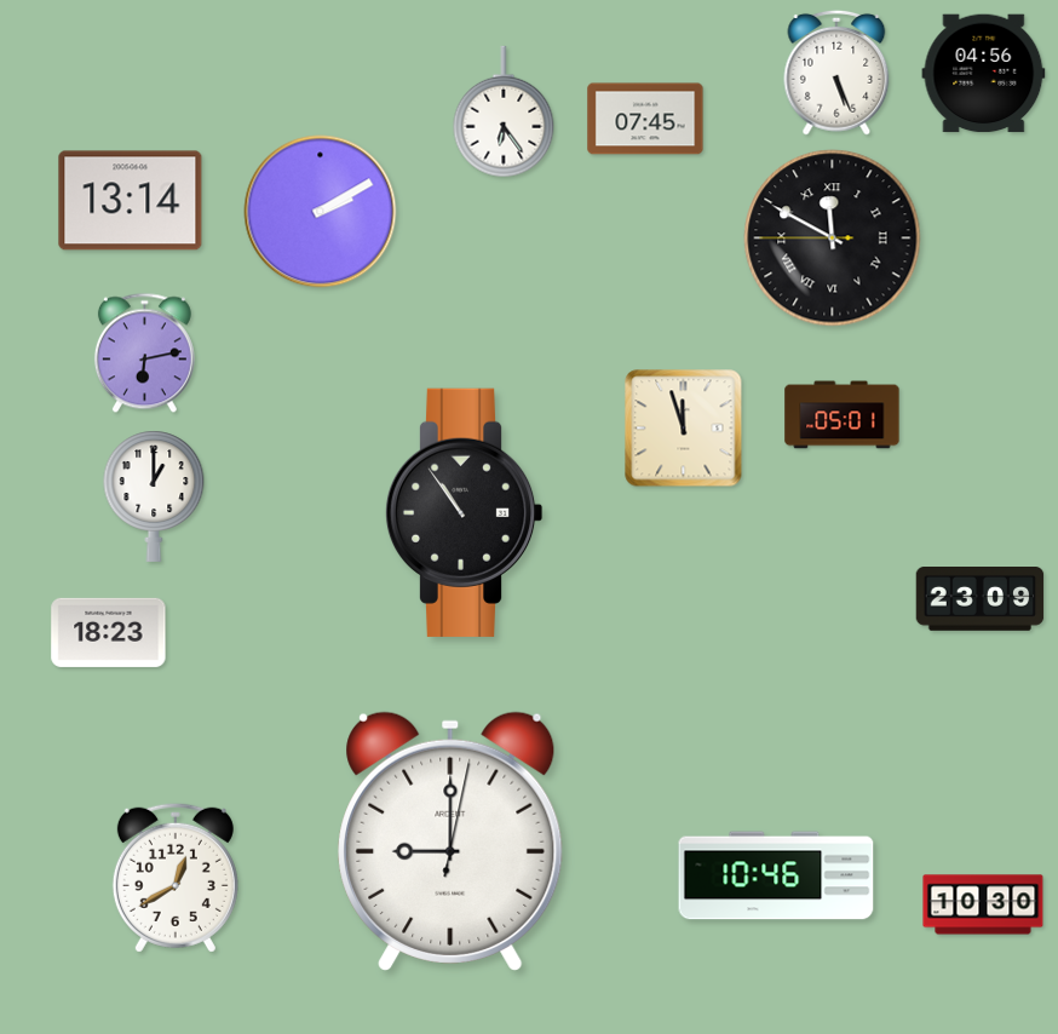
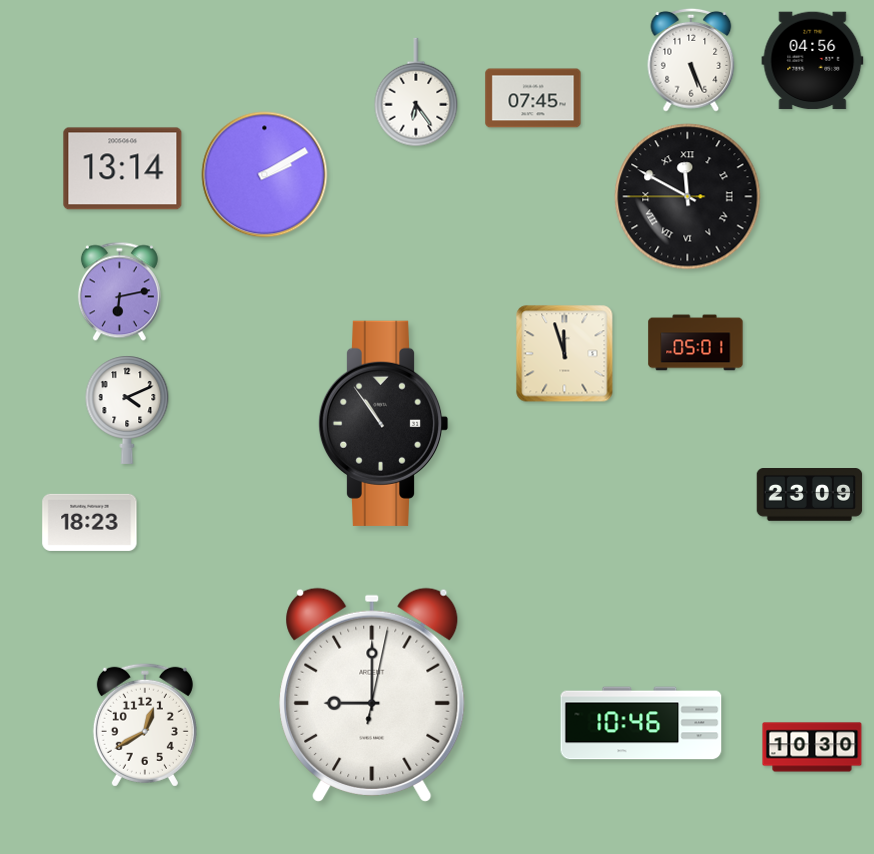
clock at (131, 201) position: (131, 201) -> (123, 169)
clock at (154, 496): 1:00 -> 4:11
